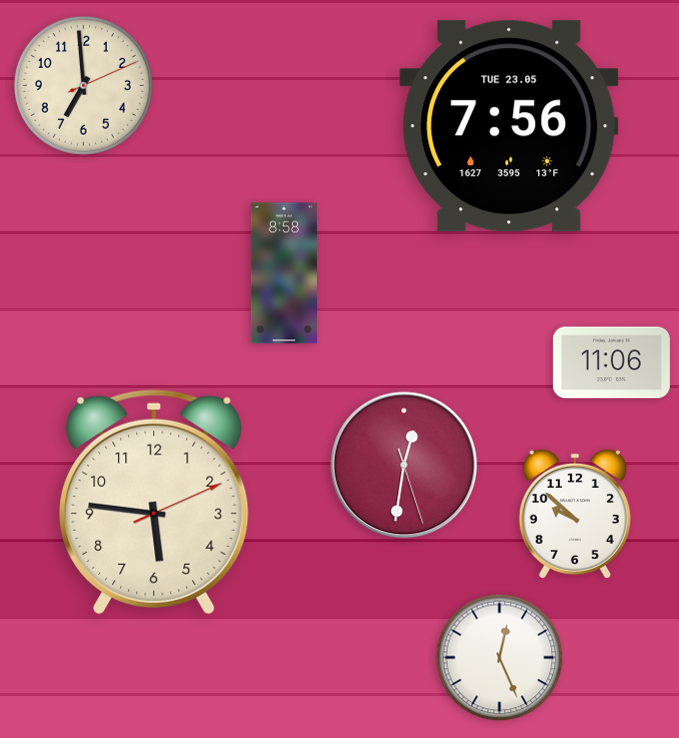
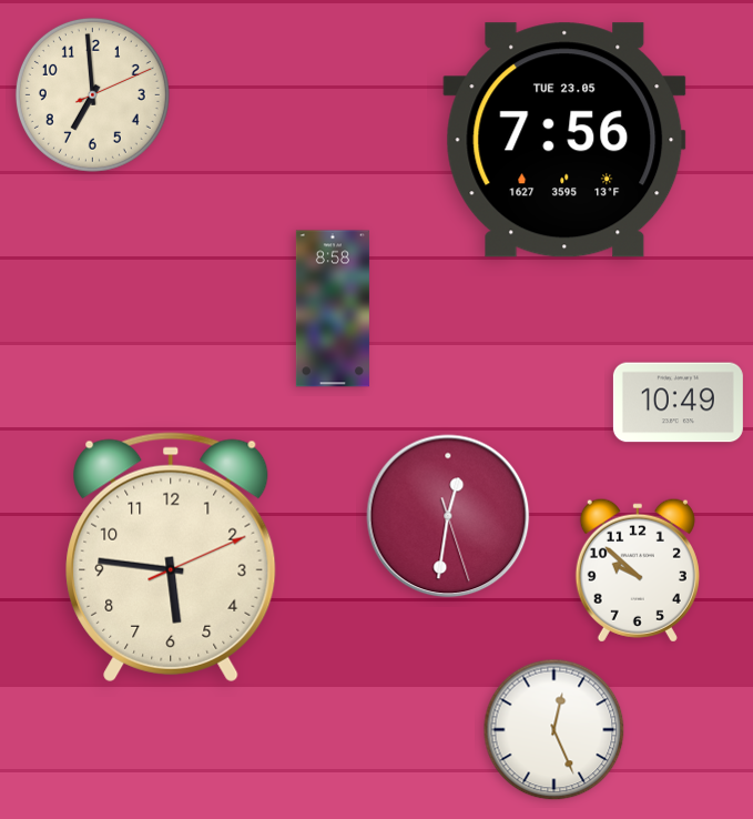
clock at (284, 273) position: (284, 273) -> (333, 309)
clock at (611, 363): 11:06 -> 10:49
